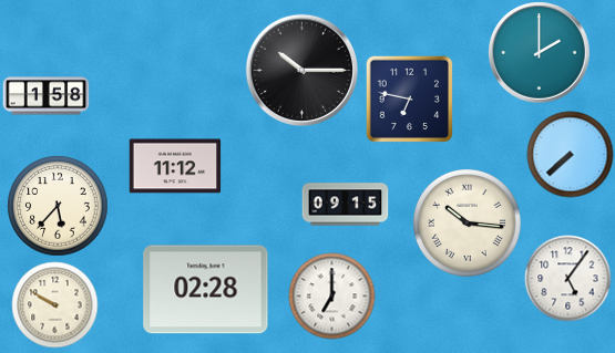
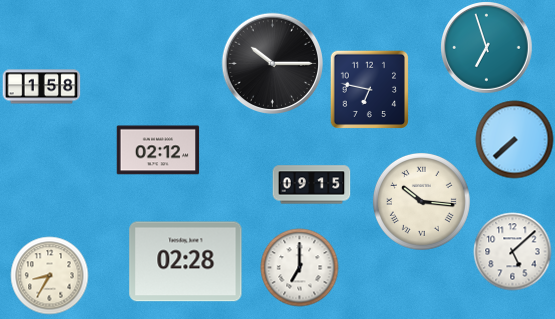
clock at (539, 52): 2:00 -> 6:57
clock at (175, 166): 11:12 -> 02:12
clock at (58, 206): 5:37 -> none
clock at (567, 278): 5:06 -> 5:08
clock at (54, 304): 9:50 -> 8:35
